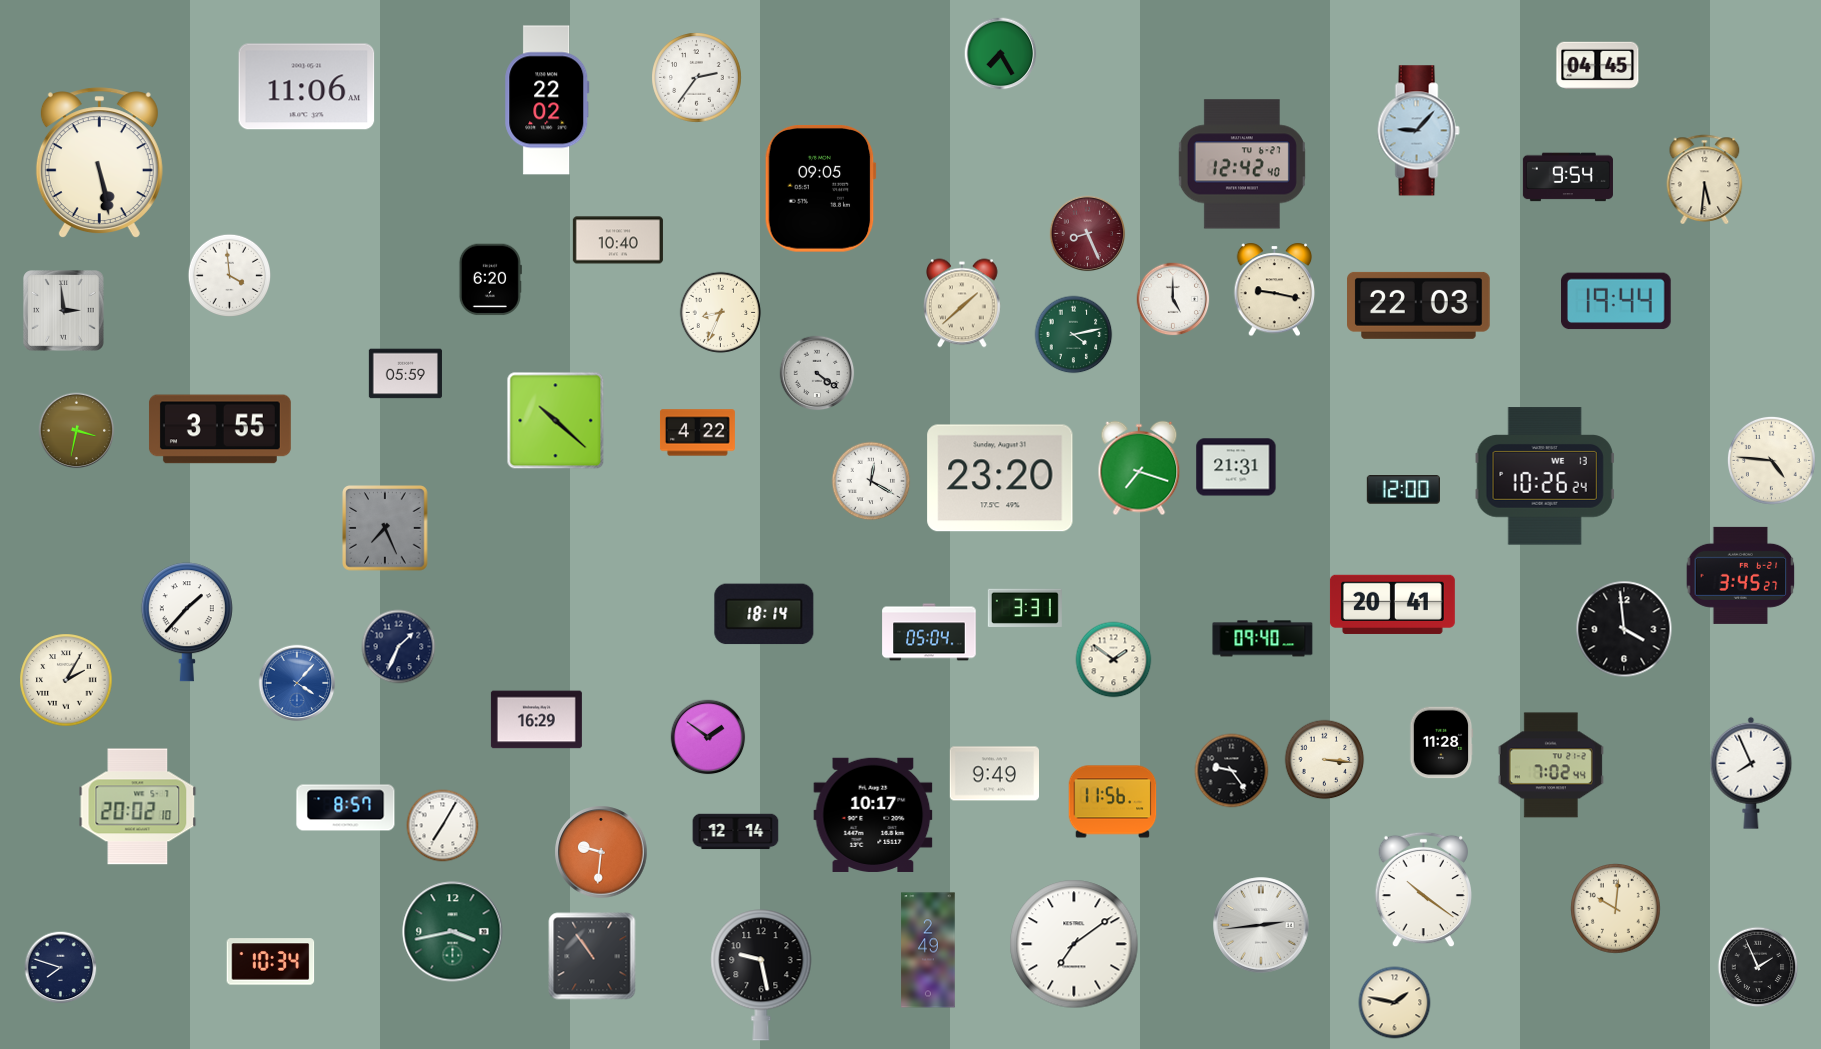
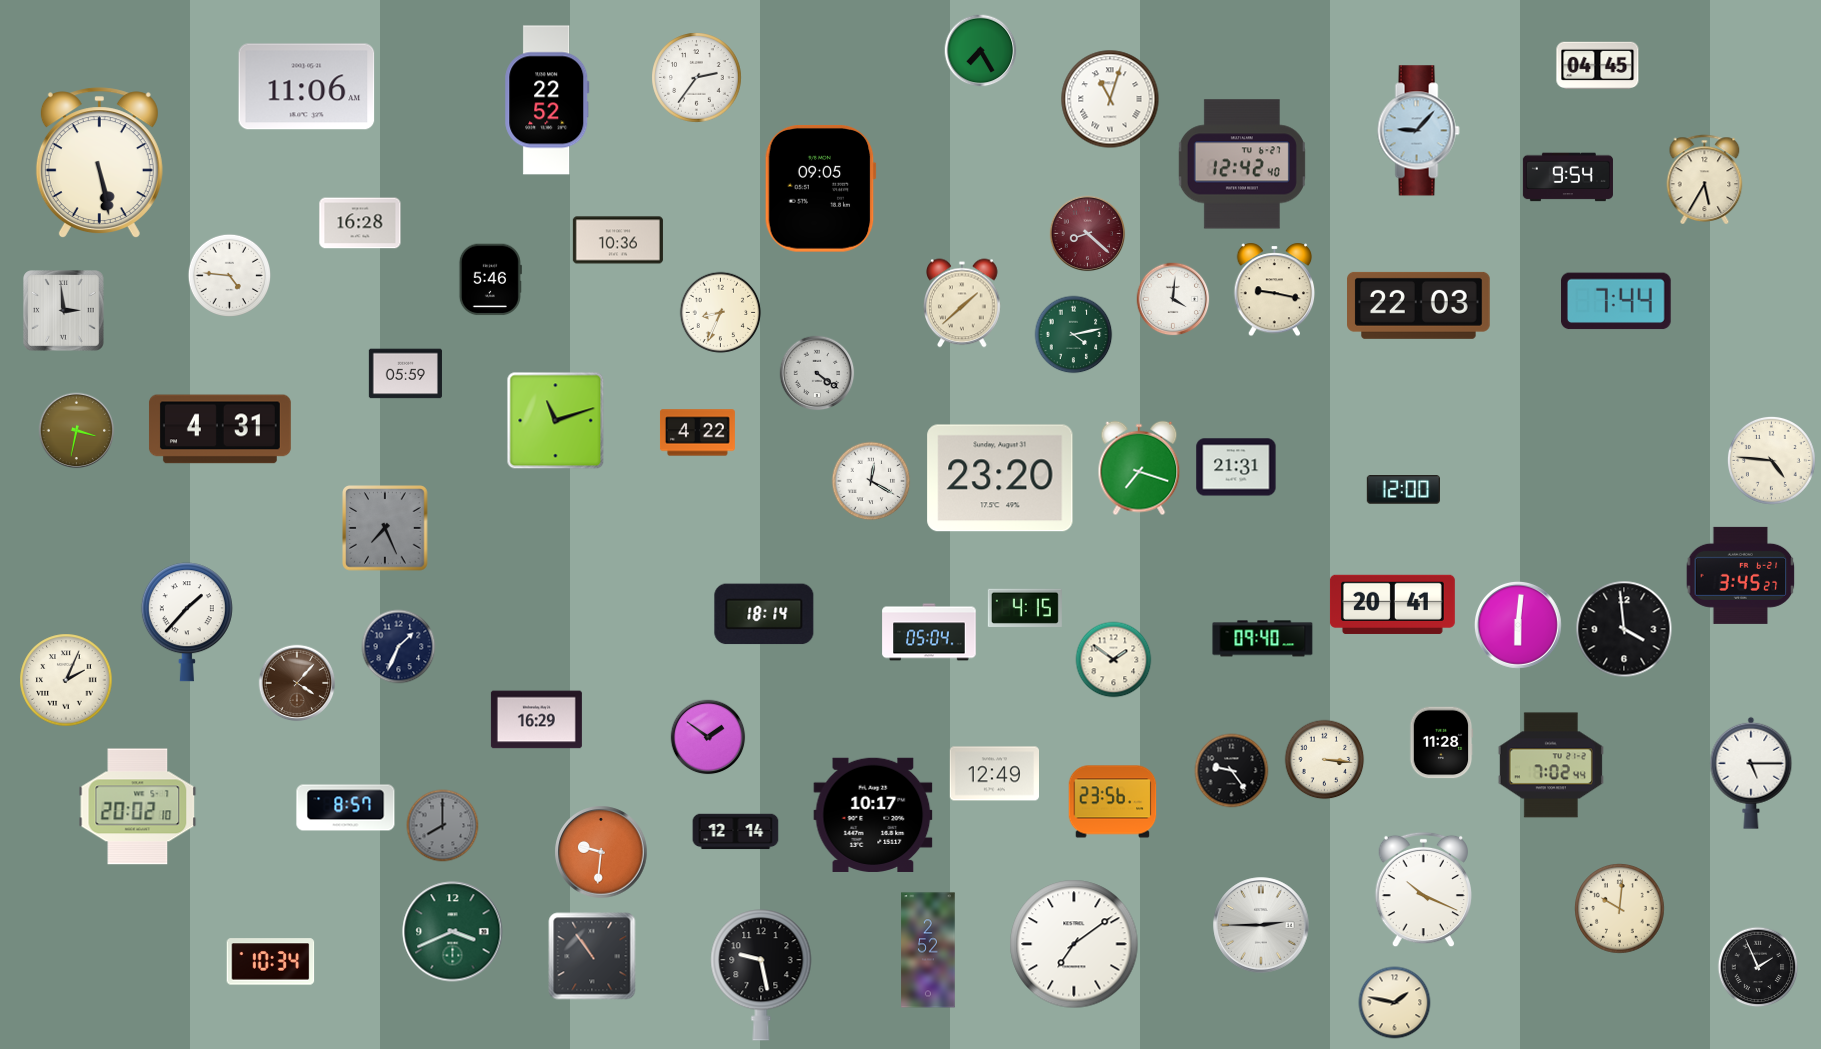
clock at (1001, 54) position: (1001, 54) -> (981, 51)
clock at (1110, 99): none -> 11:03
clock at (547, 100): 22:02 -> 22:52
clock at (1705, 179): 5:31 -> 5:35
clock at (360, 223): none -> 16:28
clock at (1088, 234): 8:26 -> 8:22
clock at (618, 240): 10:40 -> 10:36
clock at (229, 275): 3:59 -> 4:46
clock at (490, 280): 6:20 -> 5:46
clock at (1173, 299): 5:00 -> 4:01
clock at (1617, 301): 19:44 -> 7:44
clock at (556, 421): 10:22 -> 11:12
clock at (220, 429): 3:55 -> 4:31
clock at (1545, 476): 10:26 -> none
clock at (1025, 608): 3:31 -> 4:15
clock at (1518, 625): none -> 6:01
clock at (66, 680): 2:05 -> 2:04
clock at (297, 683) dial: blue -> brown
clock at (1751, 773): 7:56 -> 5:15
clock at (994, 774): 9:49 -> 12:49
clock at (1113, 802): 11:56 -> 23:56
clock at (443, 826): 7:05 -> 8:00
clock at (443, 826) dial: white -> grey
clock at (1423, 890): 10:21 -> 10:19
clock at (1616, 909) position: (1616, 909) -> (1620, 909)
clock at (1261, 925): 2:44 -> 2:45
clock at (453, 932): 3:43 -> 3:41
clock at (928, 950): 2:49 -> 2:52
clock at (61, 968): 7:48 -> none
